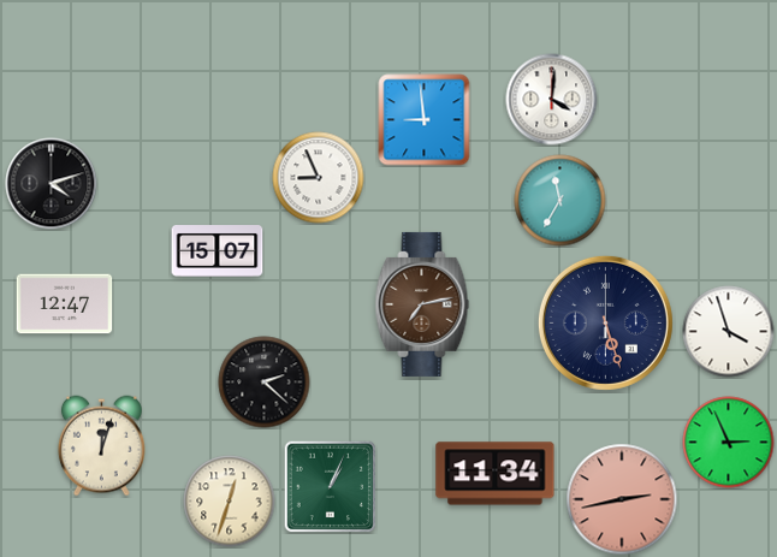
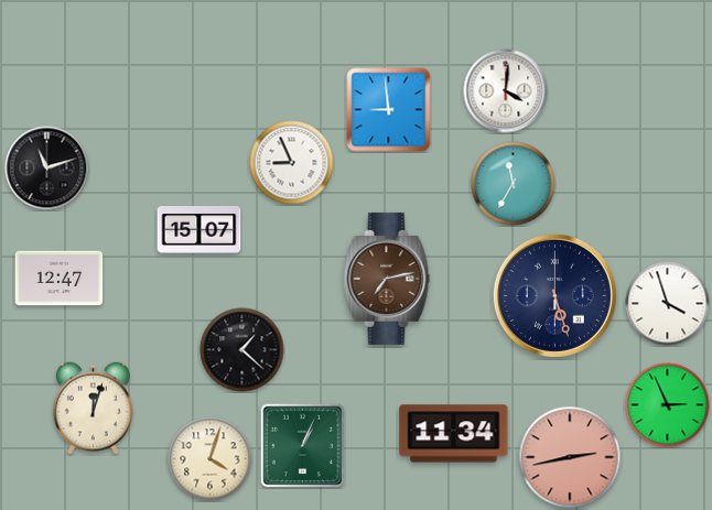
clock at (52, 184): 4:12 -> 11:12
clock at (265, 383): 2:22 -> 1:22
clock at (230, 502): 12:33 -> 4:03
